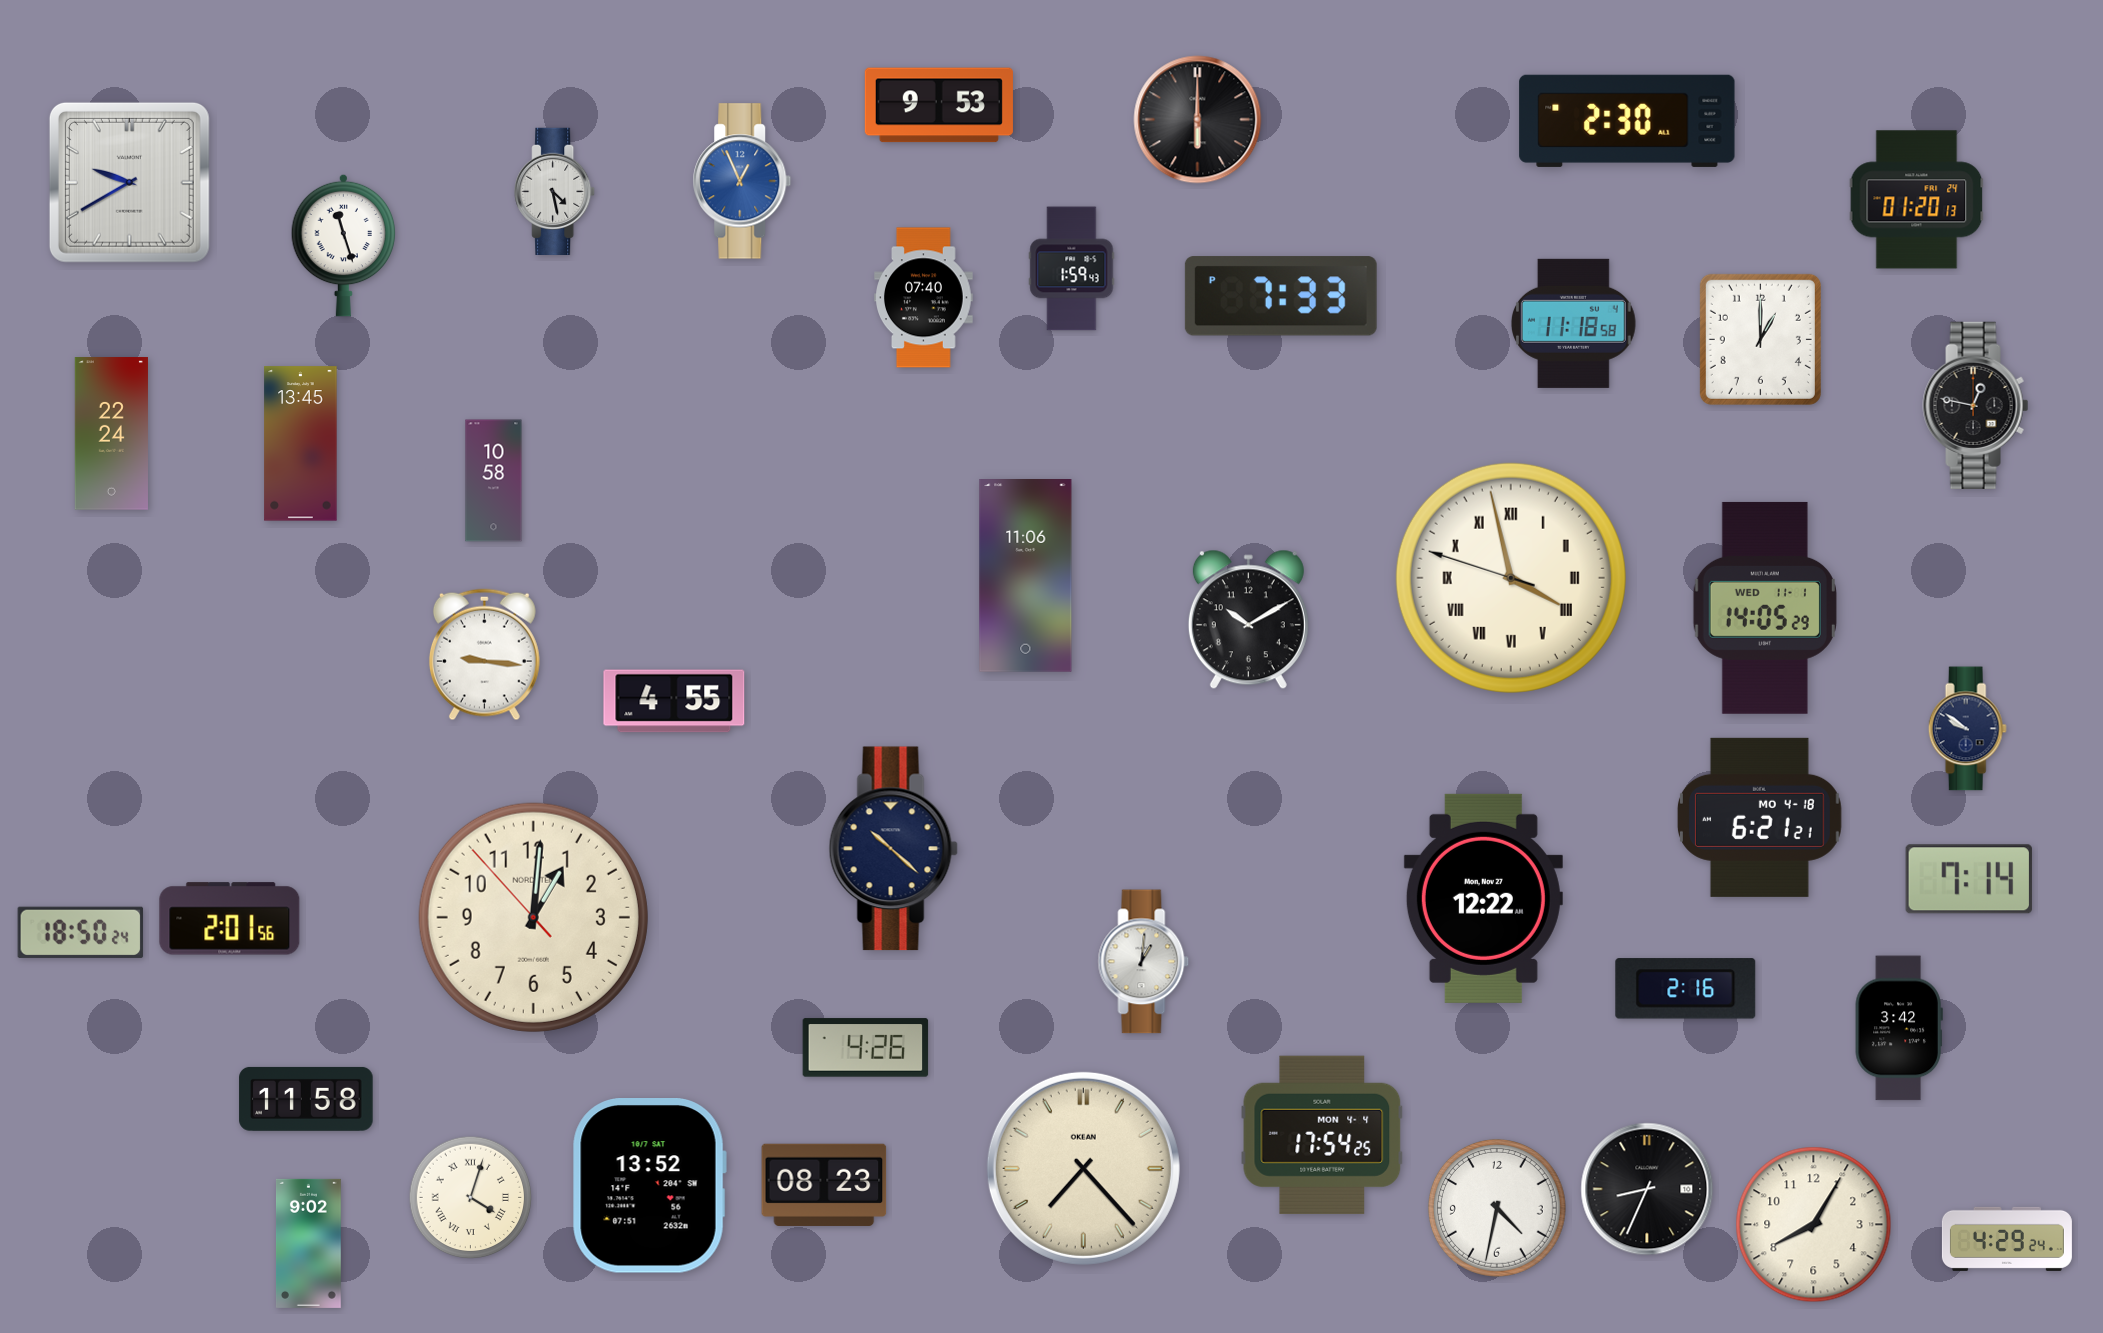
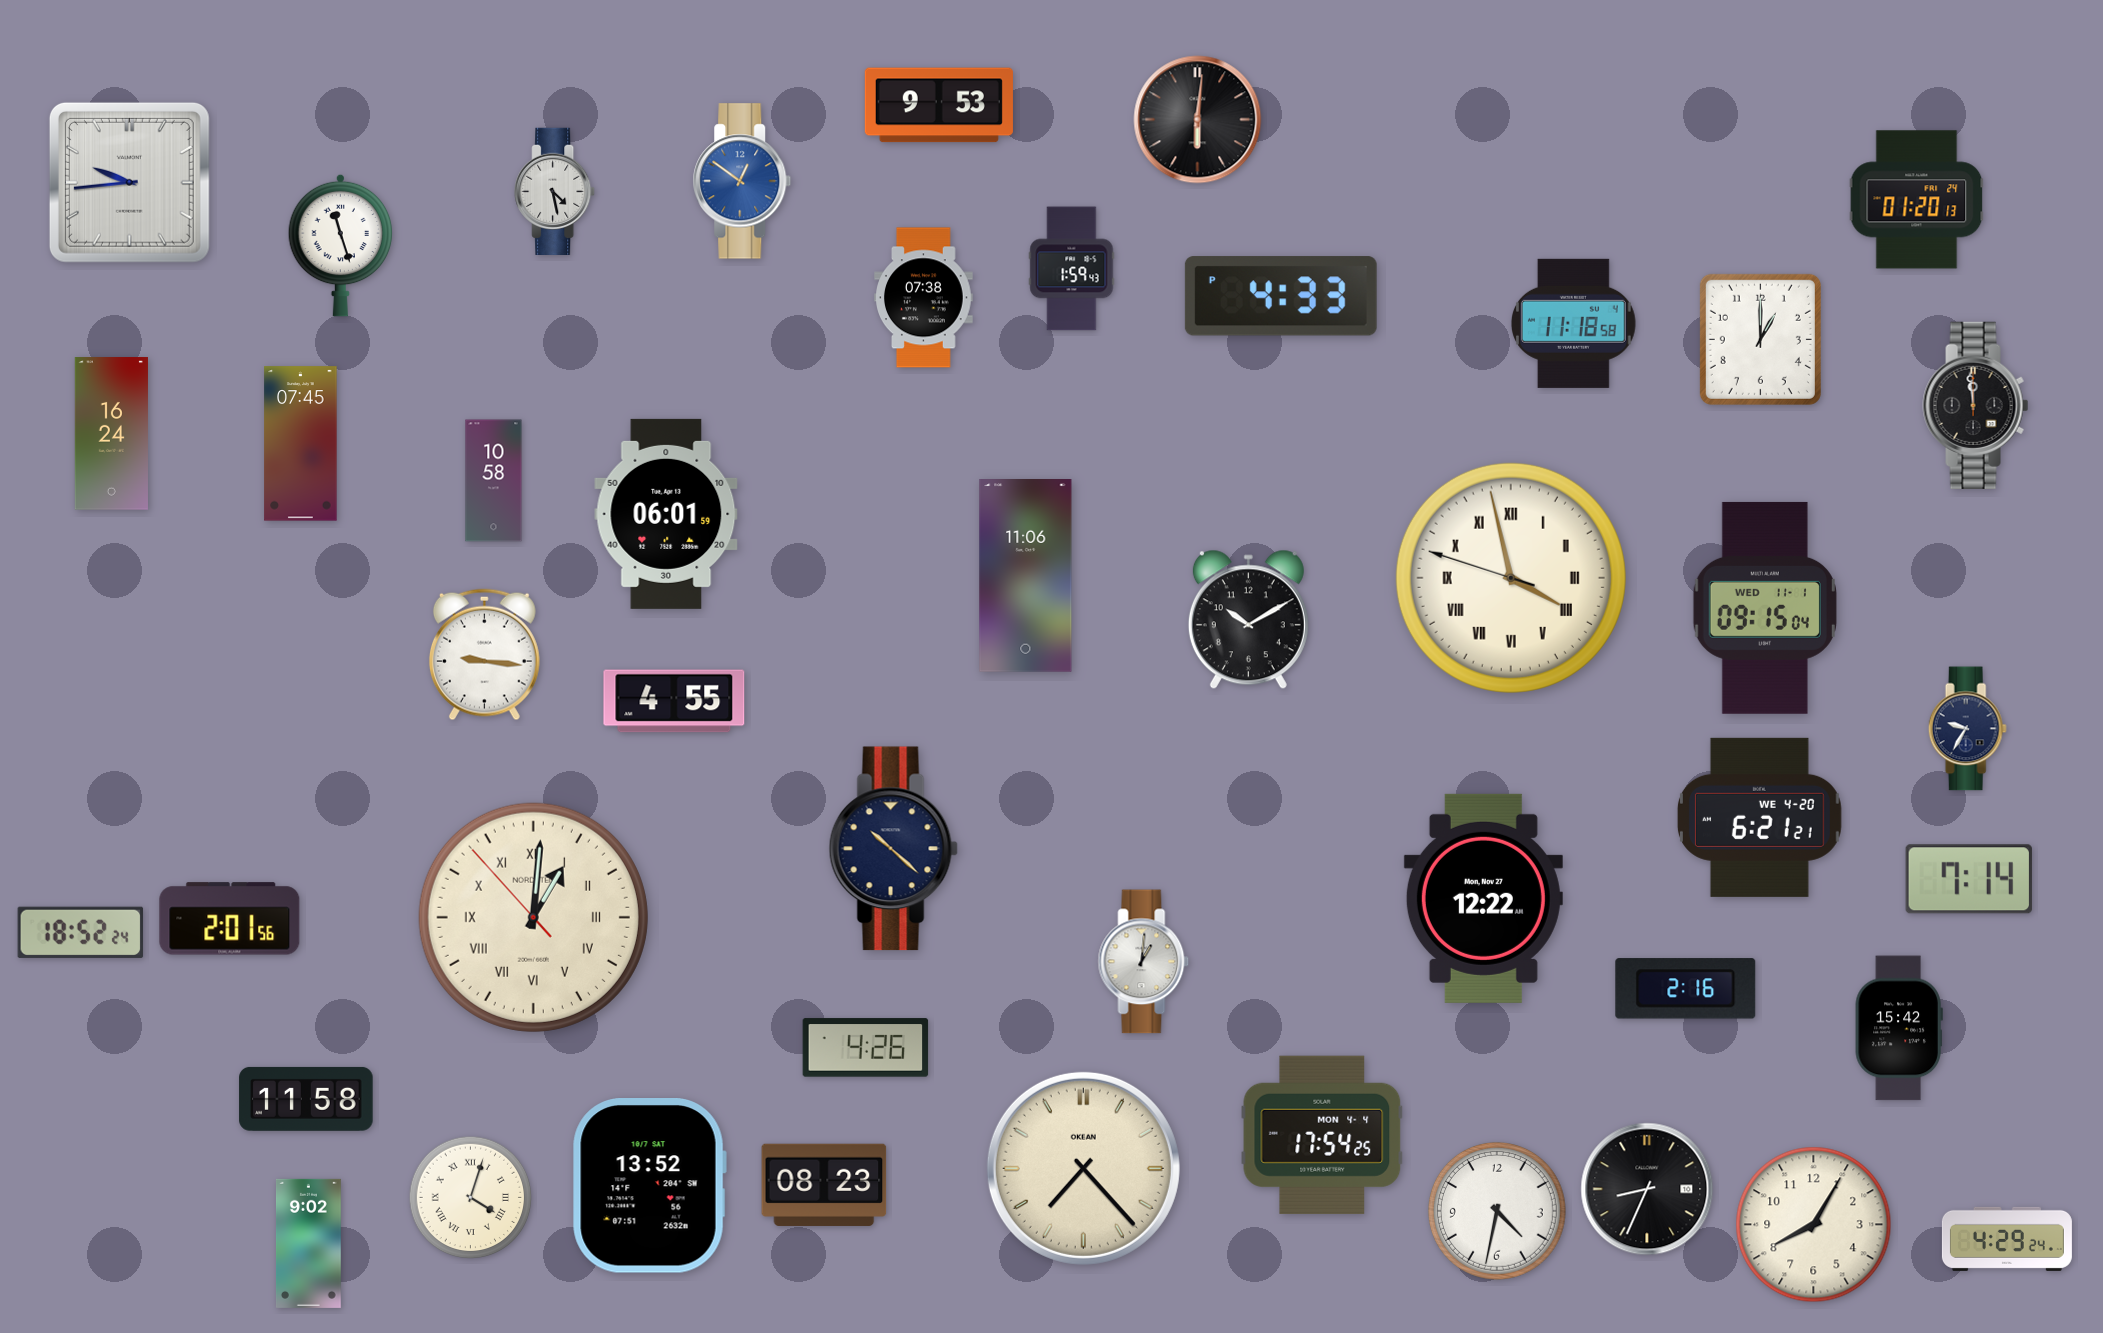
clock at (1198, 120): 6:00 -> 6:01
clock at (1627, 121): 2:30 -> none
clock at (742, 181): 12:56 -> 12:51
clock at (129, 182): 9:40 -> 9:44
clock at (344, 245) position: (344, 245) -> (341, 245)
clock at (1281, 296): 7:33 -> 4:33
clock at (924, 298): 07:40 -> 07:38
clock at (1976, 405): 12:47 -> 11:59
clock at (111, 434): 22:24 -> 16:24
clock at (301, 444): 13:45 -> 07:45
clock at (666, 514): none -> 06:01
clock at (1765, 608): 14:05 -> 09:15
clock at (1967, 729): 9:51 -> 9:35
clock at (1759, 817) date: MO 4-18 -> WE 4-20
clock at (533, 917) numerals: Arabic -> Roman
clock at (81, 932): 18:50 -> 18:52
clock at (1899, 1028): 3:42 -> 15:42
clock at (1497, 1208) position: (1497, 1208) -> (1497, 1211)
